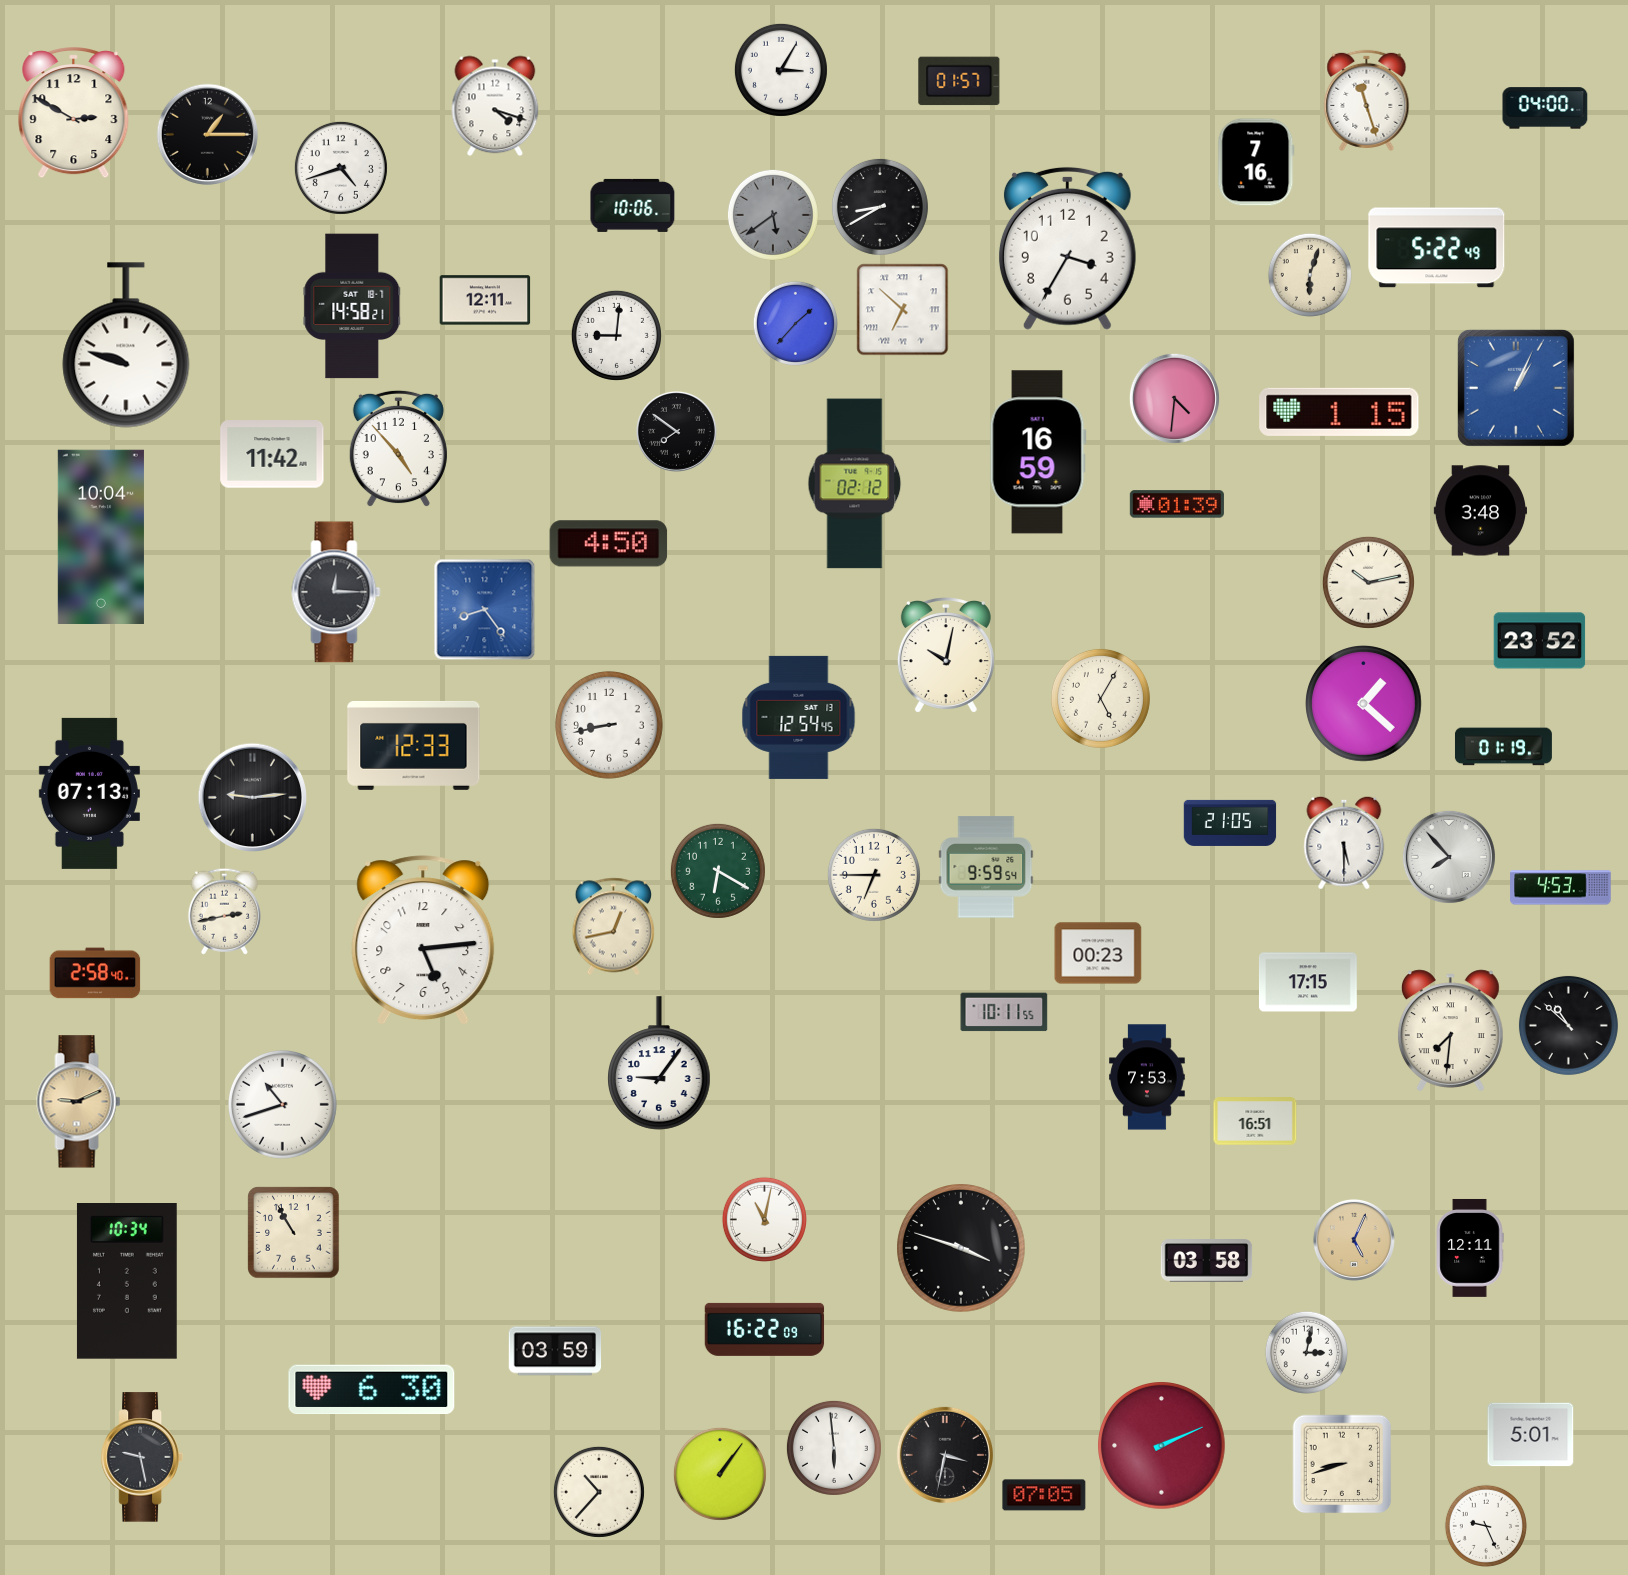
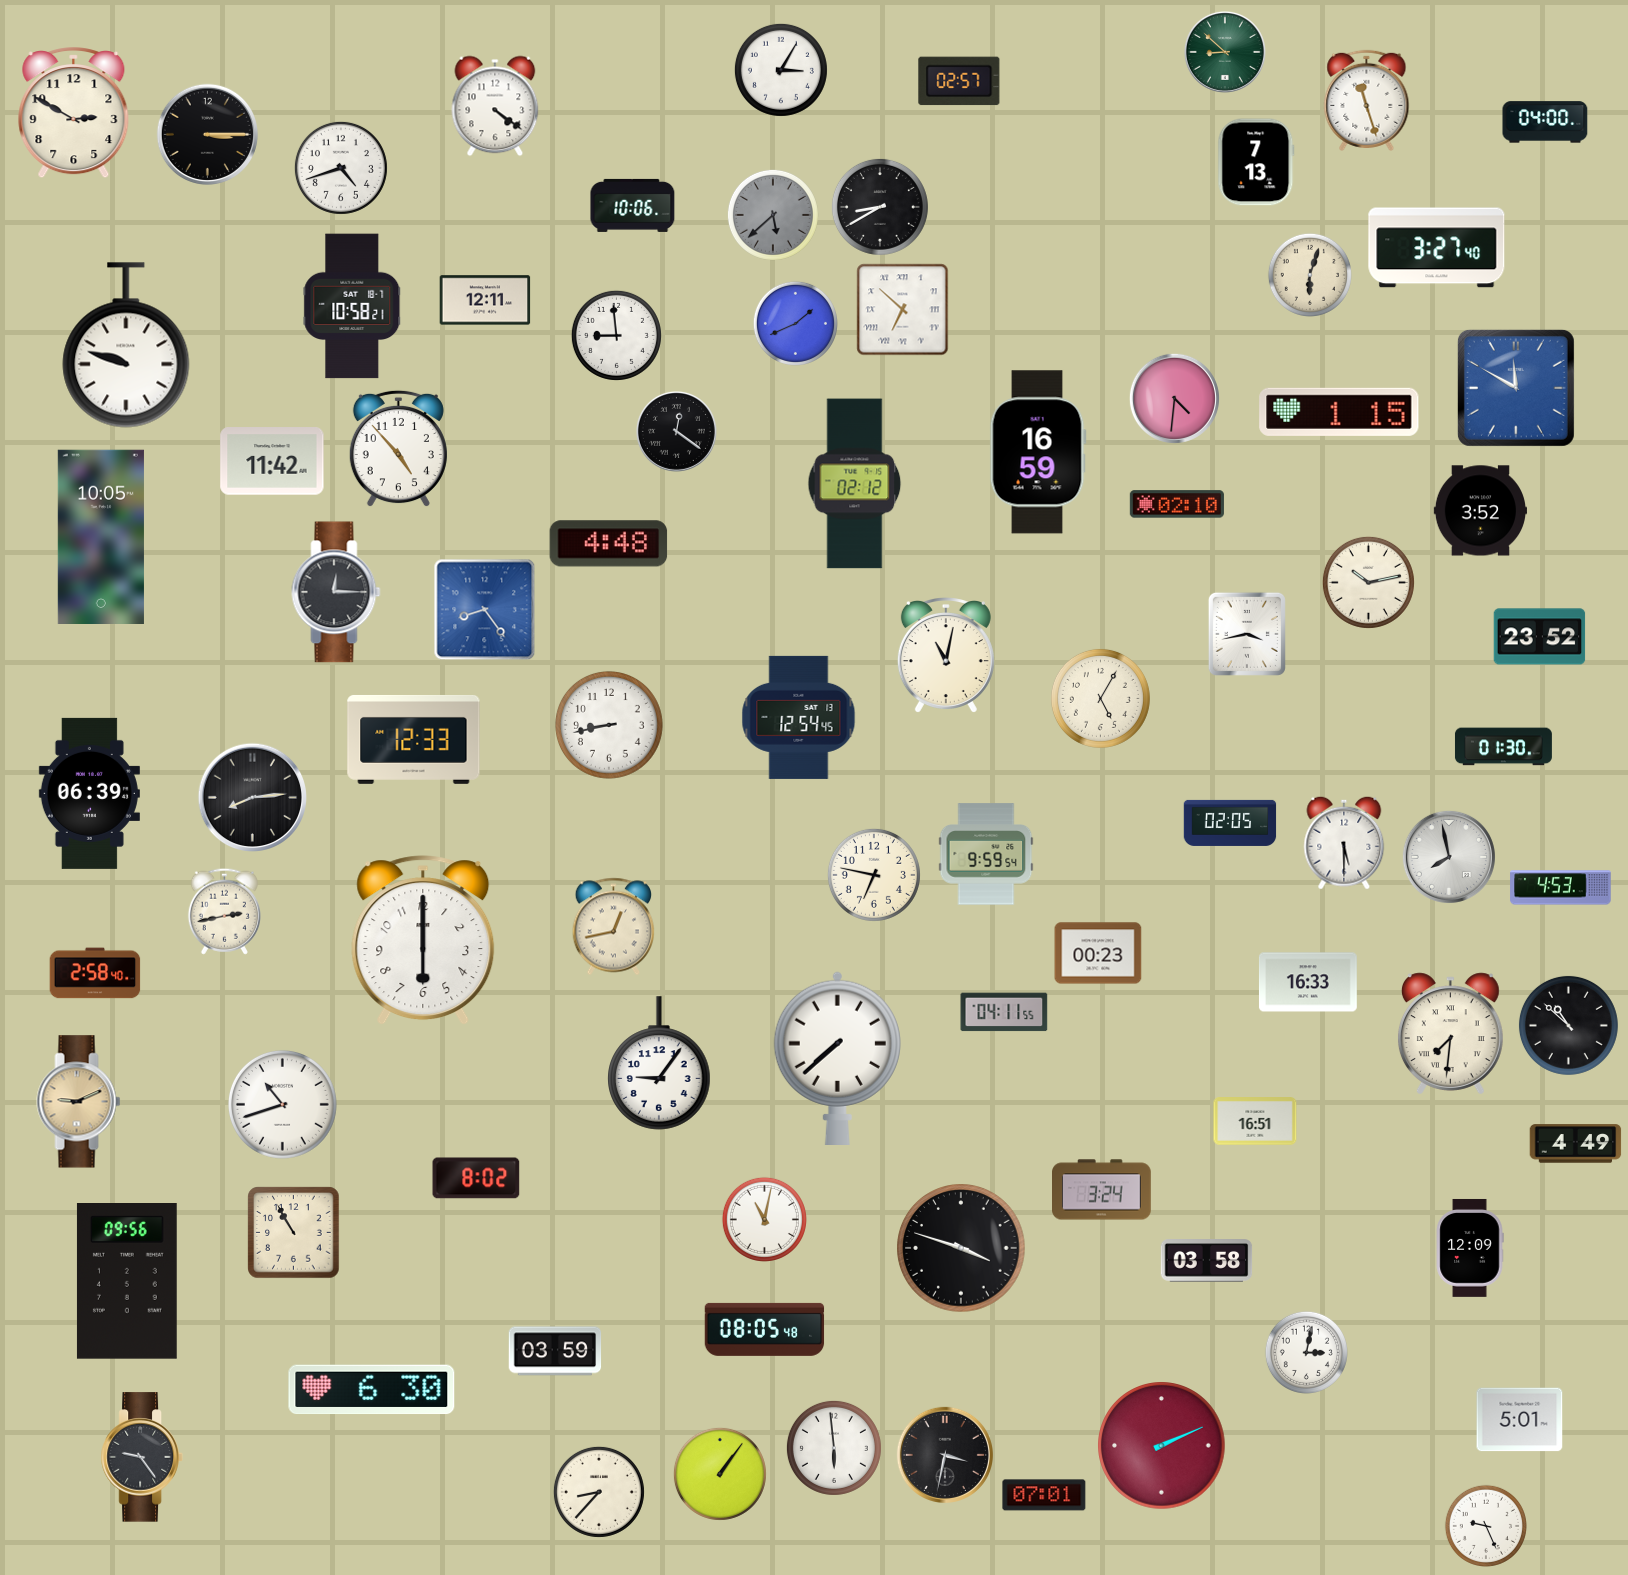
clock at (1225, 52): none -> 8:52
clock at (959, 81): 01:57 -> 02:57
clock at (495, 106): 4:18 -> 4:21
clock at (1545, 108) position: (1545, 108) -> (1545, 122)
clock at (207, 134): 1:15 -> 3:15
clock at (1256, 162): 7:16 -> 7:13
clock at (773, 215): 5:39 -> 5:38
clock at (1067, 248): 3:35 -> none
clock at (1437, 248): 5:22 -> 3:27
clock at (352, 306): 14:58 -> 10:58
clock at (795, 323): 1:37 -> 1:41
clock at (616, 335): 9:01 -> 8:59
clock at (1516, 388): 1:04 -> 11:50
clock at (676, 431): 7:51 -> 12:21
clock at (272, 454) position: (272, 454) -> (272, 461)
clock at (1177, 504): 01:39 -> 02:10
clock at (1480, 511): 3:48 -> 3:52
clock at (101, 536): 10:04 -> 10:05
clock at (609, 544): 4:50 -> 4:48
clock at (1247, 634): none -> 3:43
clock at (1540, 641) position: (1540, 641) -> (1540, 637)
clock at (946, 655): 10:02 -> 11:02
clock at (1364, 704): 1:22 -> none
clock at (414, 745) position: (414, 745) -> (414, 739)
clock at (1503, 747): 01:19 -> 01:30
clock at (89, 793): 07:13 -> 06:39
clock at (252, 797): 9:14 -> 8:14
clock at (1230, 823): 21:05 -> 02:05
clock at (1449, 857): 7:53 -> 7:58
clock at (986, 867) position: (986, 867) -> (986, 854)
clock at (718, 871): 6:20 -> none
clock at (874, 875): 6:45 -> 6:47
clock at (423, 941): 5:14 -> 6:00
clock at (1308, 982): 17:15 -> 16:33
clock at (1004, 1012): 10:11 -> 04:11
clock at (1450, 1031) position: (1450, 1031) -> (1450, 1034)
clock at (837, 1058): none -> 7:38
clock at (1147, 1077): 7:53 -> none
clock at (1576, 1144): none -> 4:49
clock at (476, 1178): none -> 8:02
clock at (1102, 1190): none -> 3:24
clock at (1354, 1240): 5:04 -> none
clock at (1470, 1248): 12:11 -> 12:09
clock at (127, 1282): 10:34 -> 09:56
clock at (765, 1329): 16:22 -> 08:05
clock at (1531, 1435) position: (1531, 1435) -> (1520, 1420)
clock at (142, 1457): 9:28 -> 9:24
clock at (1342, 1464): 8:42 -> none
clock at (599, 1492): 10:37 -> 8:37
clock at (1044, 1495): 07:05 -> 07:01
